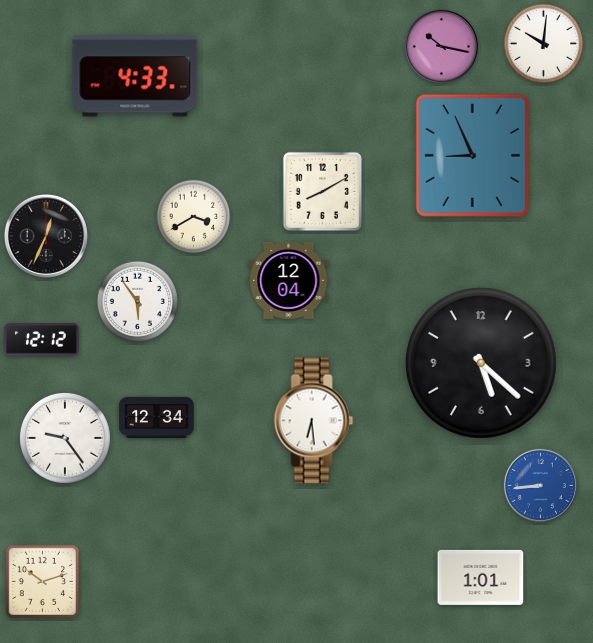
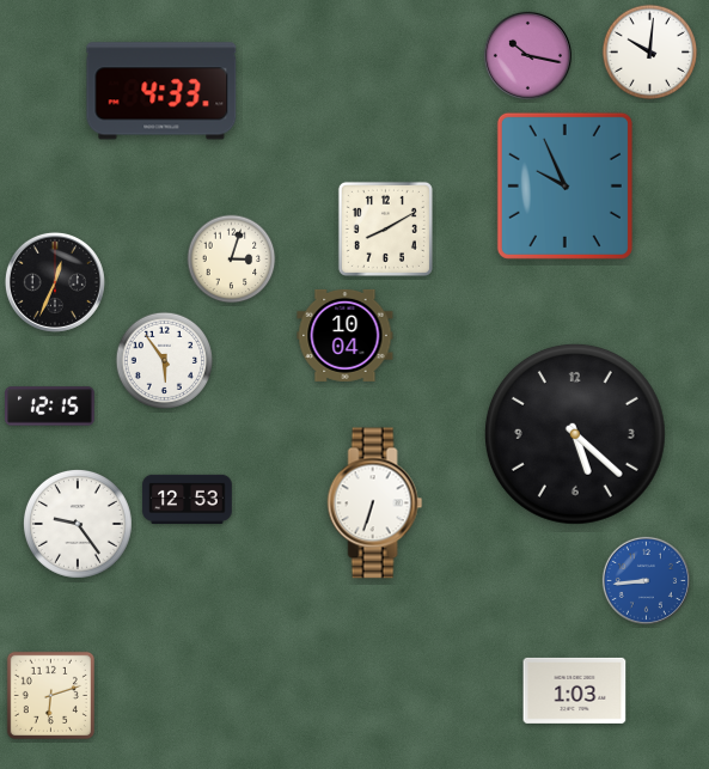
clock at (472, 155): 8:56 -> 9:56
clock at (194, 217): 3:40 -> 3:03
clock at (289, 280): 12:04 -> 10:04
clock at (42, 340): 12:12 -> 12:15
clock at (157, 417): 12:34 -> 12:53
clock at (314, 421): 6:29 -> 6:33
clock at (481, 577): 1:01 -> 1:03
clock at (42, 581): 10:12 -> 6:12
